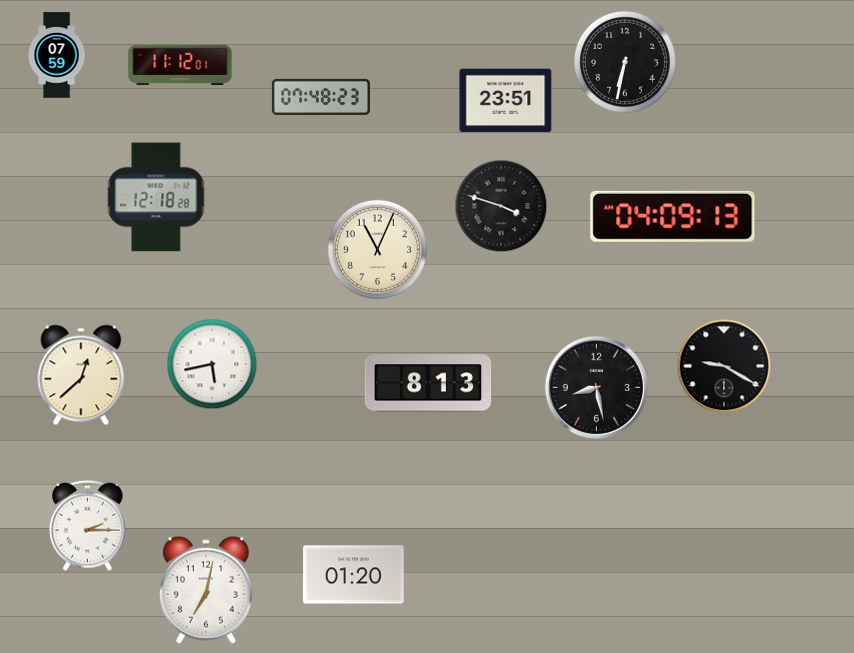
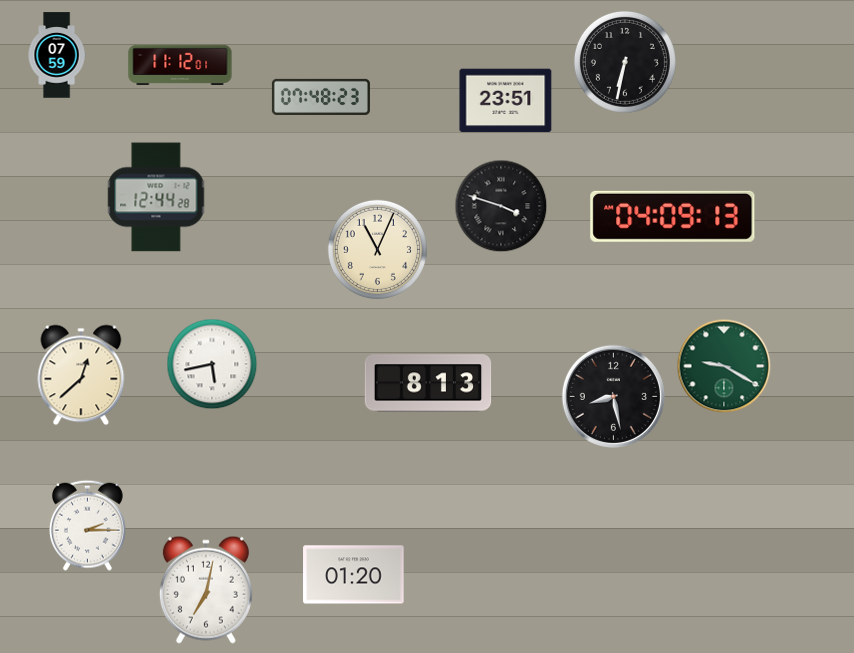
clock at (156, 197): 12:18 -> 12:44
clock at (724, 366) dial: black -> green
clock at (596, 387) position: (596, 387) -> (613, 396)
